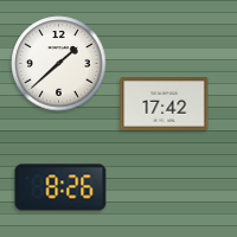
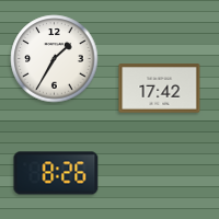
clock at (59, 64): 1:38 -> 1:35
clock at (165, 104) position: (165, 104) -> (160, 89)
